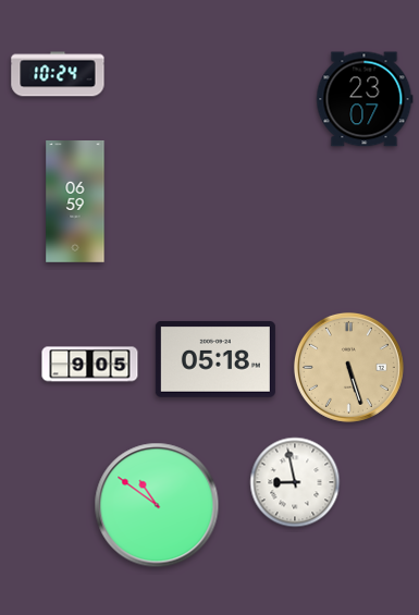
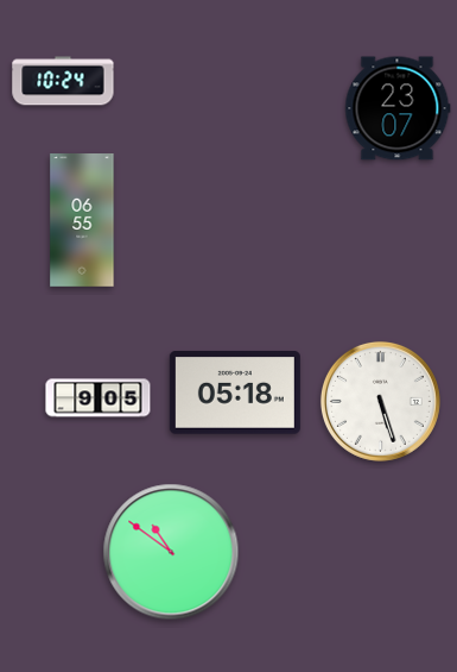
clock at (75, 202): 06:59 -> 06:55
clock at (348, 367) dial: champagne -> white
clock at (295, 482): 8:58 -> none
